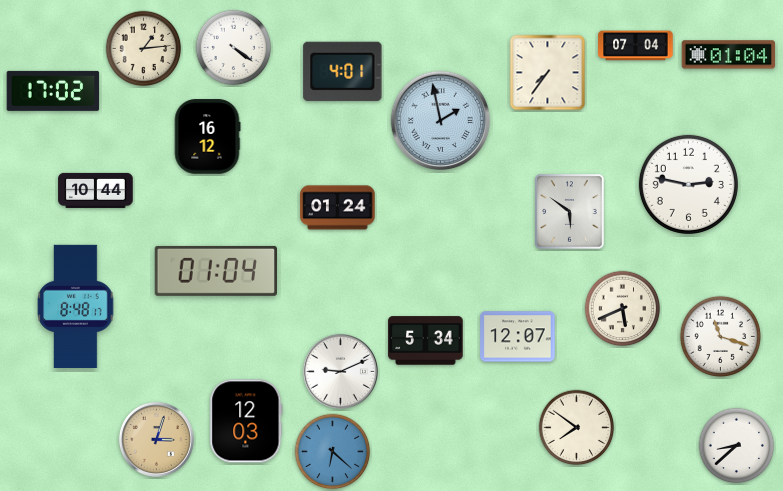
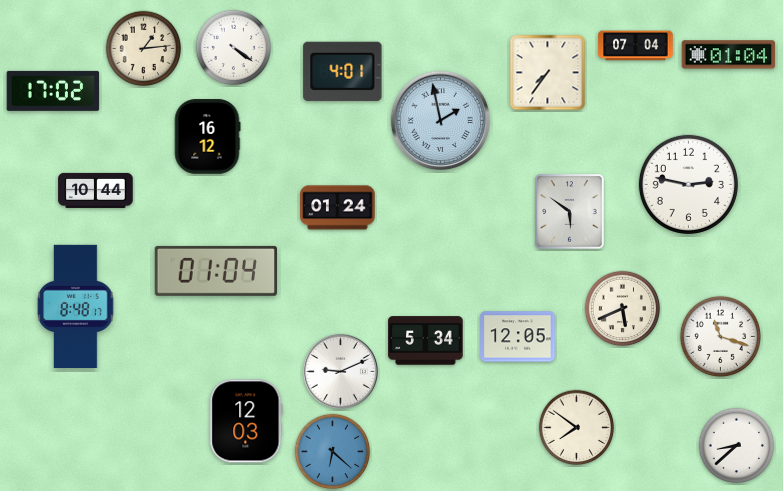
clock at (518, 337): 12:07 -> 12:05
clock at (156, 439): 3:03 -> none
